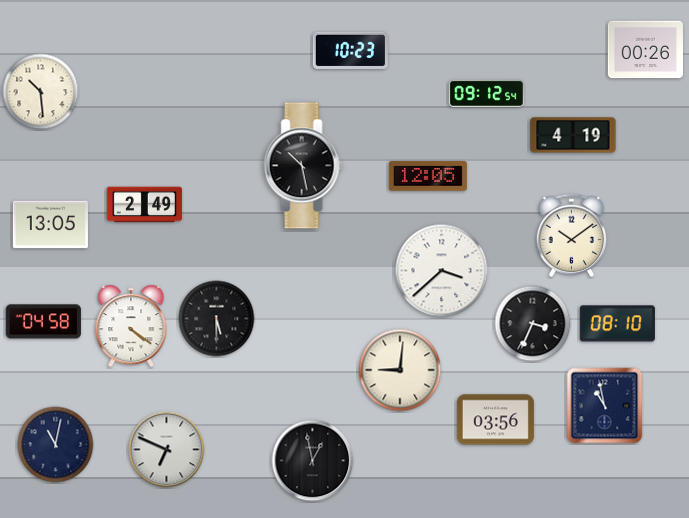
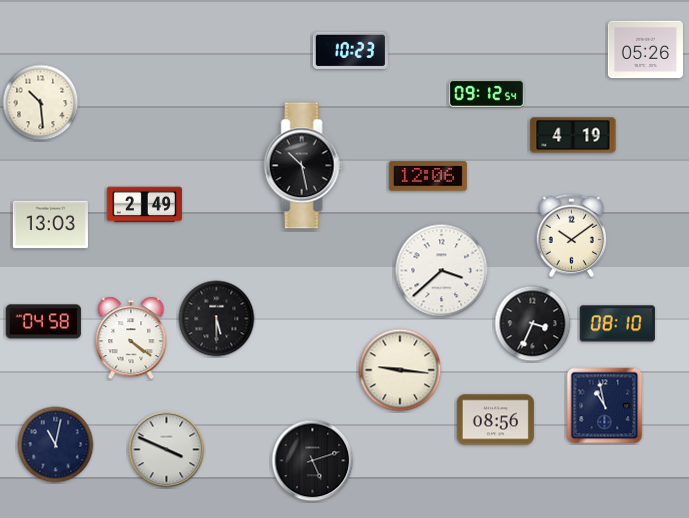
clock at (645, 50): 00:26 -> 05:26
clock at (41, 92) position: (41, 92) -> (41, 103)
clock at (428, 176): 12:05 -> 12:06
clock at (50, 225): 13:05 -> 13:03
clock at (131, 326) position: (131, 326) -> (131, 338)
clock at (400, 370): 9:01 -> 9:16
clock at (495, 420): 03:56 -> 08:56
clock at (167, 450): 6:49 -> 3:49
clock at (313, 461): 12:58 -> 5:12
